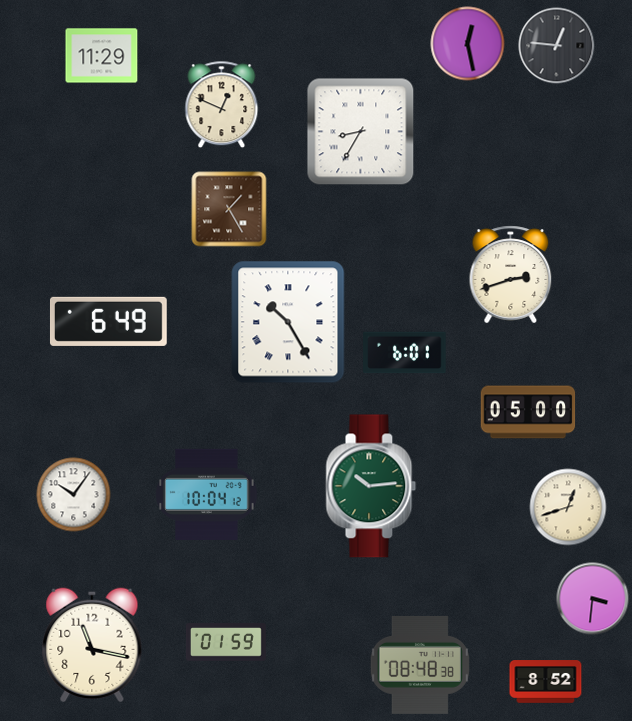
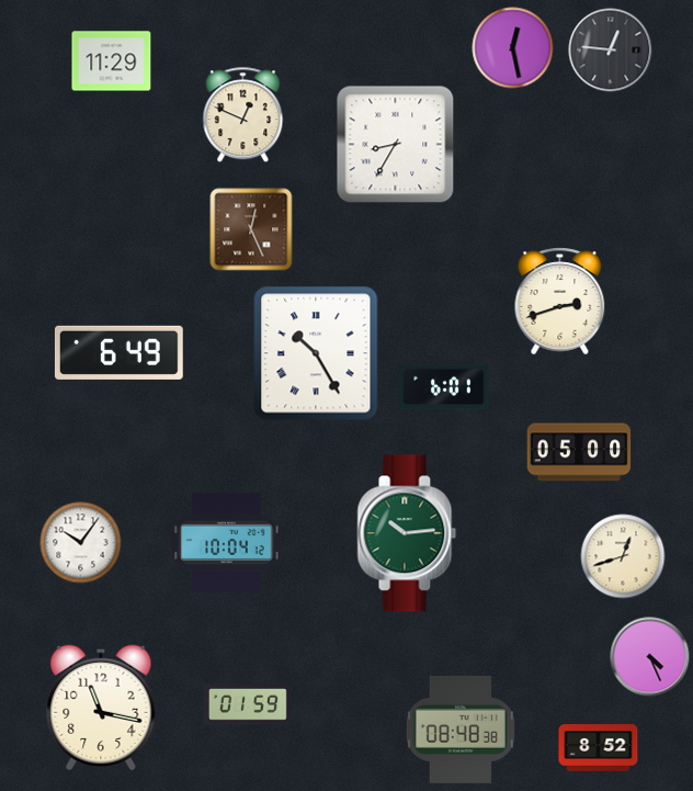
clock at (229, 209): 1:25 -> 12:26
clock at (593, 599): 3:31 -> 4:26
